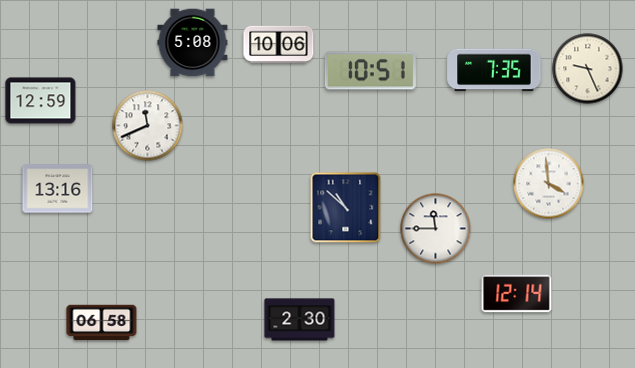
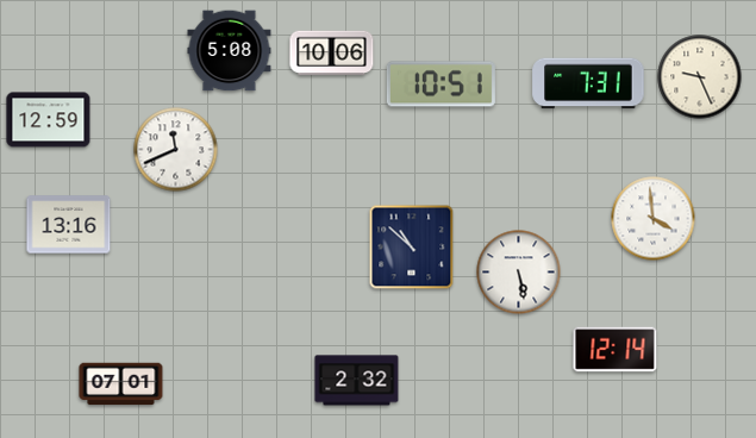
clock at (588, 69) position: (588, 69) -> (700, 77)
clock at (494, 70): 7:35 -> 7:31
clock at (436, 229): 11:45 -> 5:28
clock at (300, 320): 2:30 -> 2:32
clock at (102, 323): 06:58 -> 07:01
